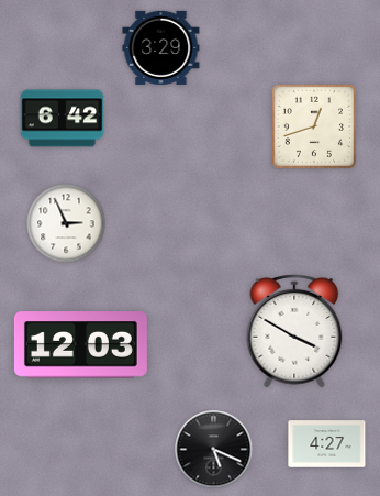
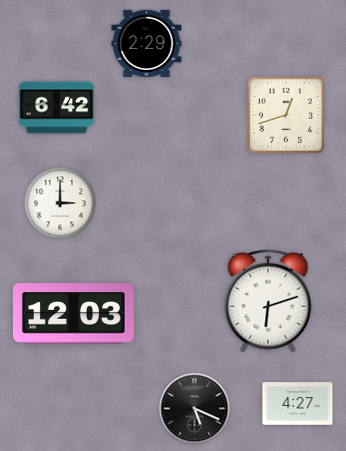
clock at (161, 47): 3:29 -> 2:29
clock at (66, 223): 2:56 -> 3:00
clock at (294, 332): 3:50 -> 6:12
